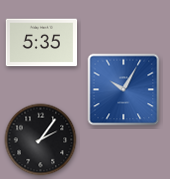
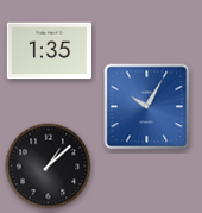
clock at (42, 43): 5:35 -> 1:35
clock at (41, 140): 2:06 -> 1:08
